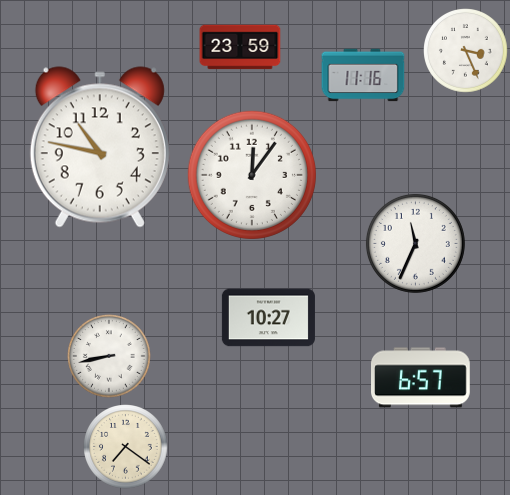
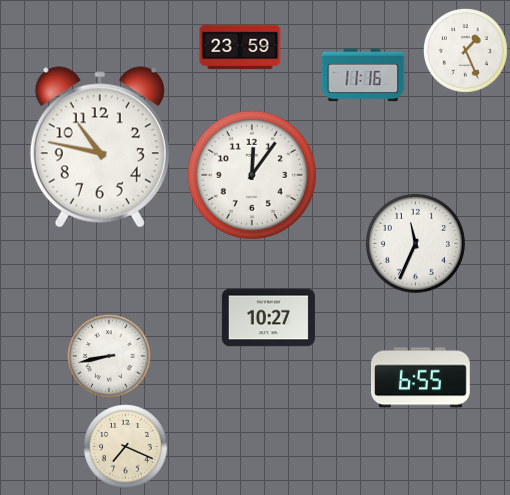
clock at (466, 51): 3:26 -> 1:26
clock at (421, 378): 6:57 -> 6:55
clock at (126, 447): 7:21 -> 7:19
